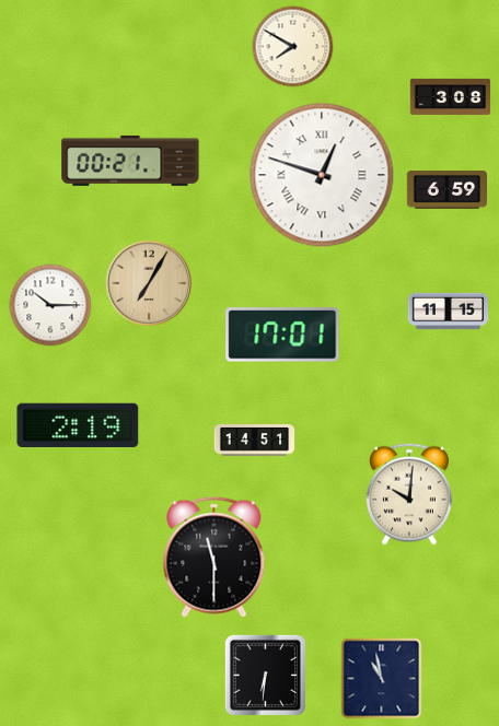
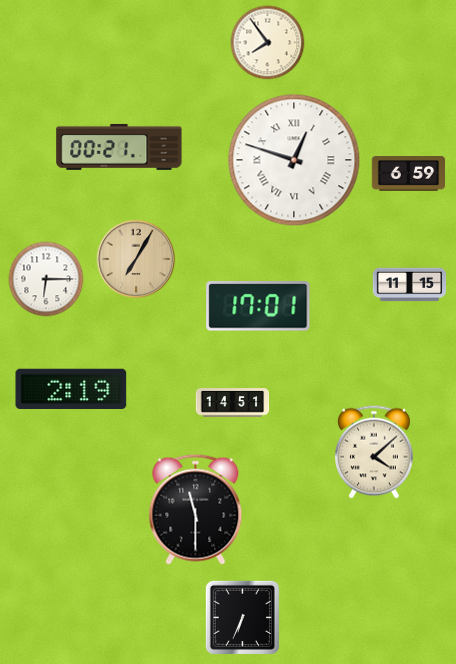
clock at (293, 47): 7:50 -> 7:54
clock at (451, 96): 3:08 -> none
clock at (50, 305): 10:15 -> 6:15
clock at (409, 494): 10:01 -> 4:08
clock at (265, 675): 6:31 -> 6:34
clock at (382, 679): 10:58 -> none
